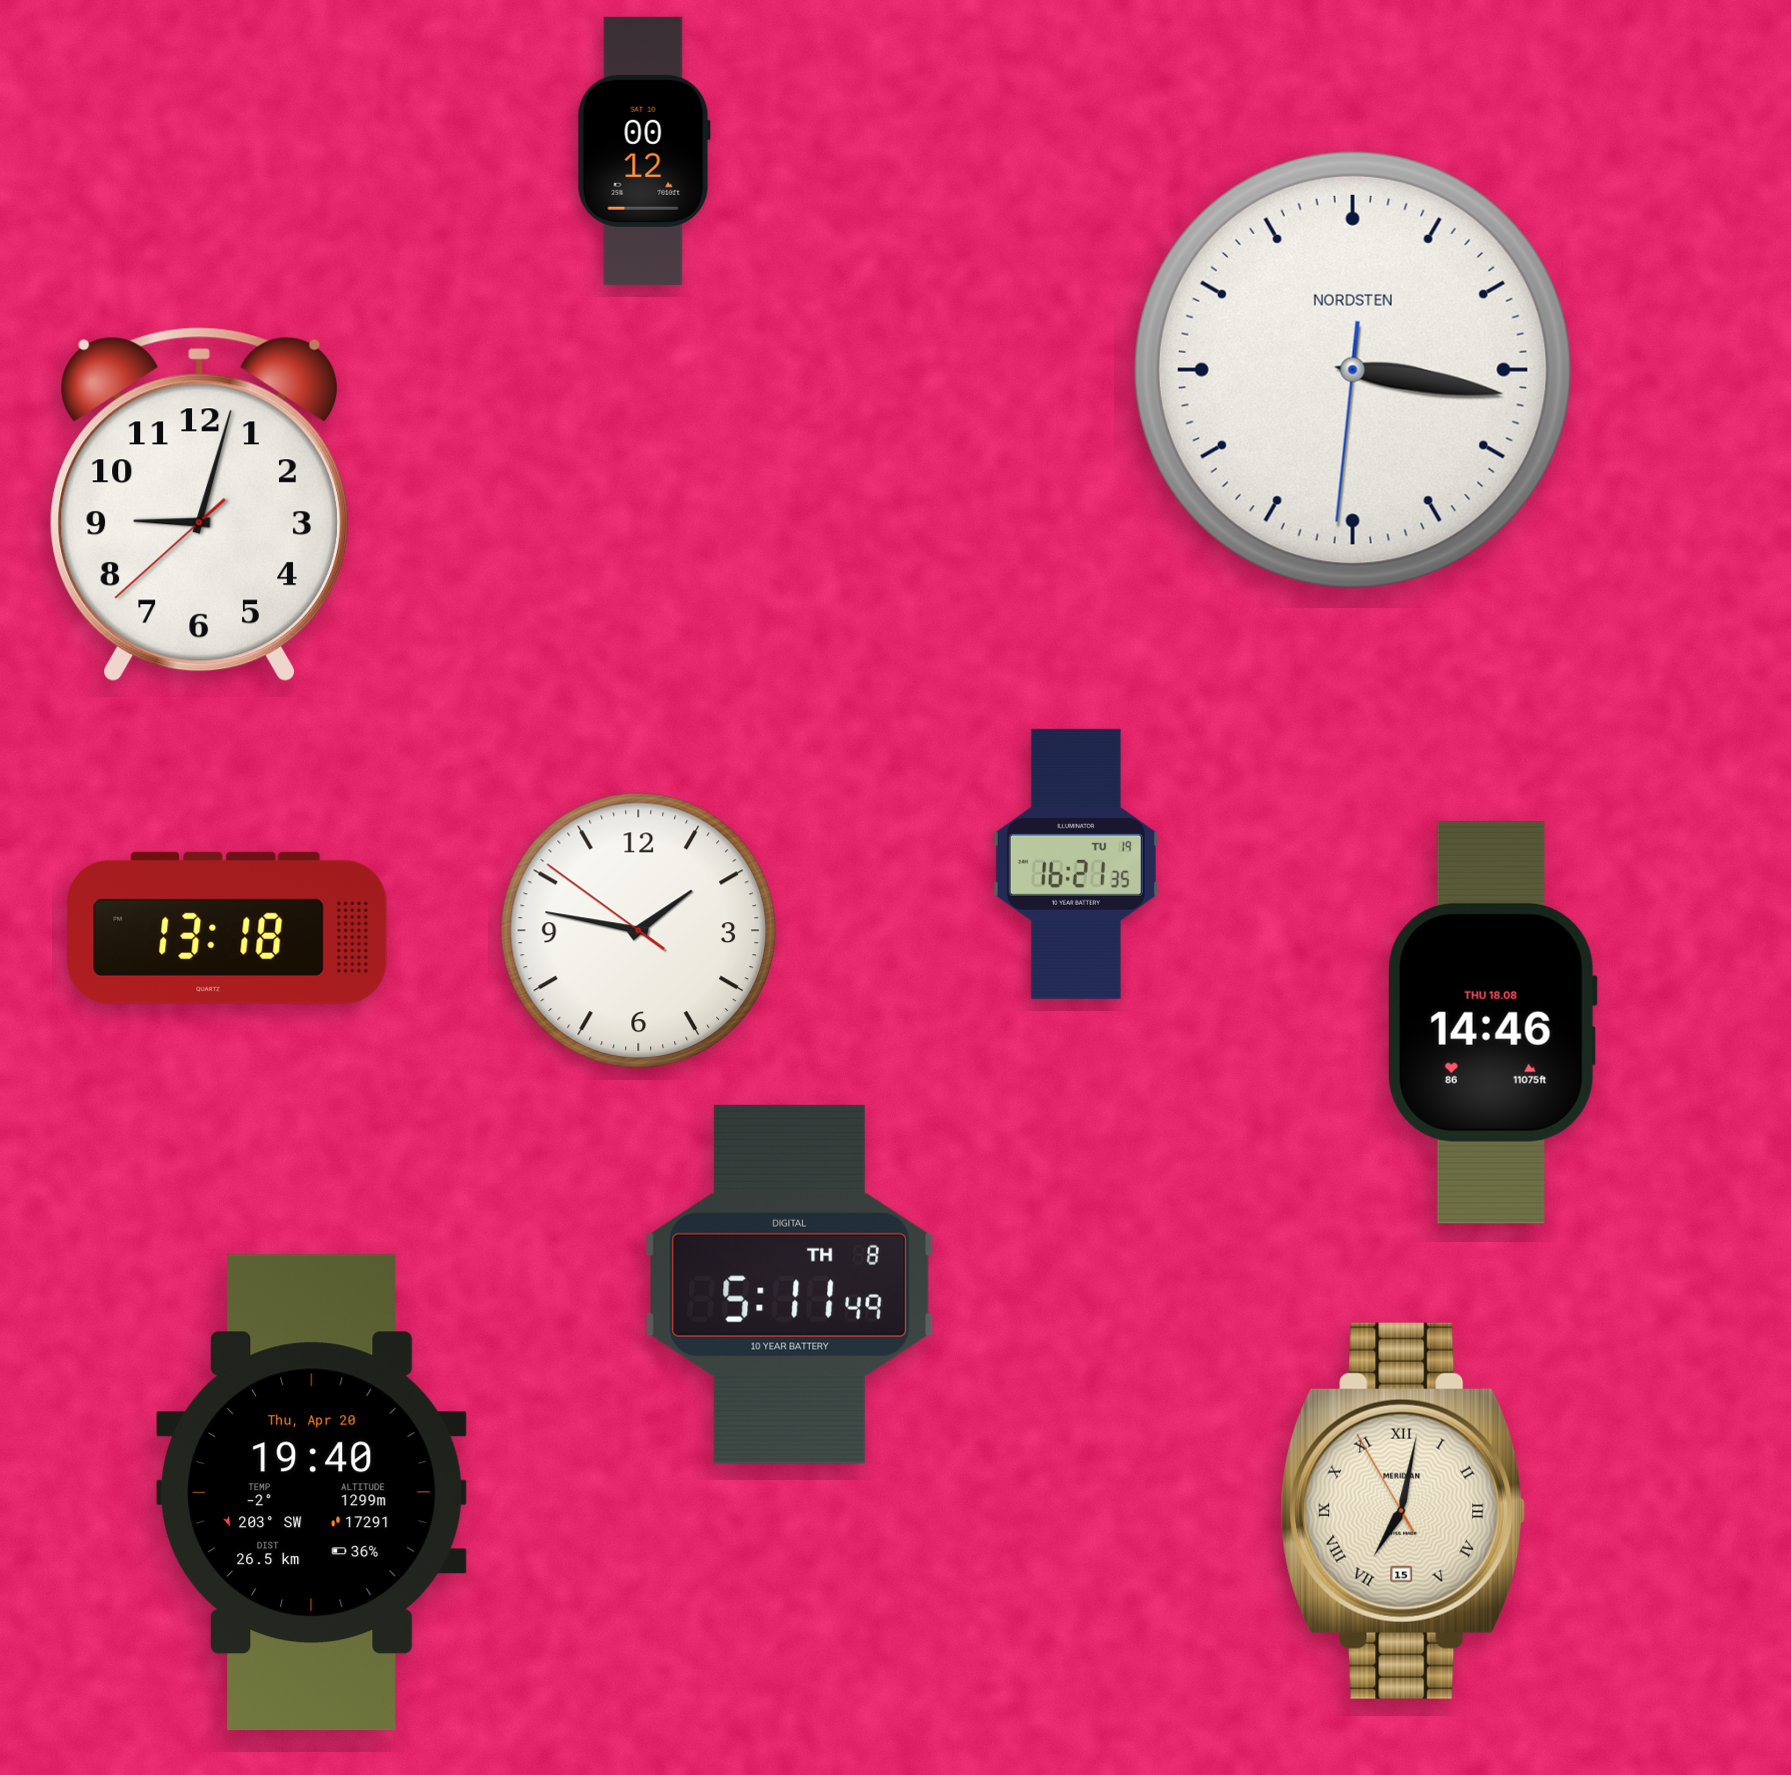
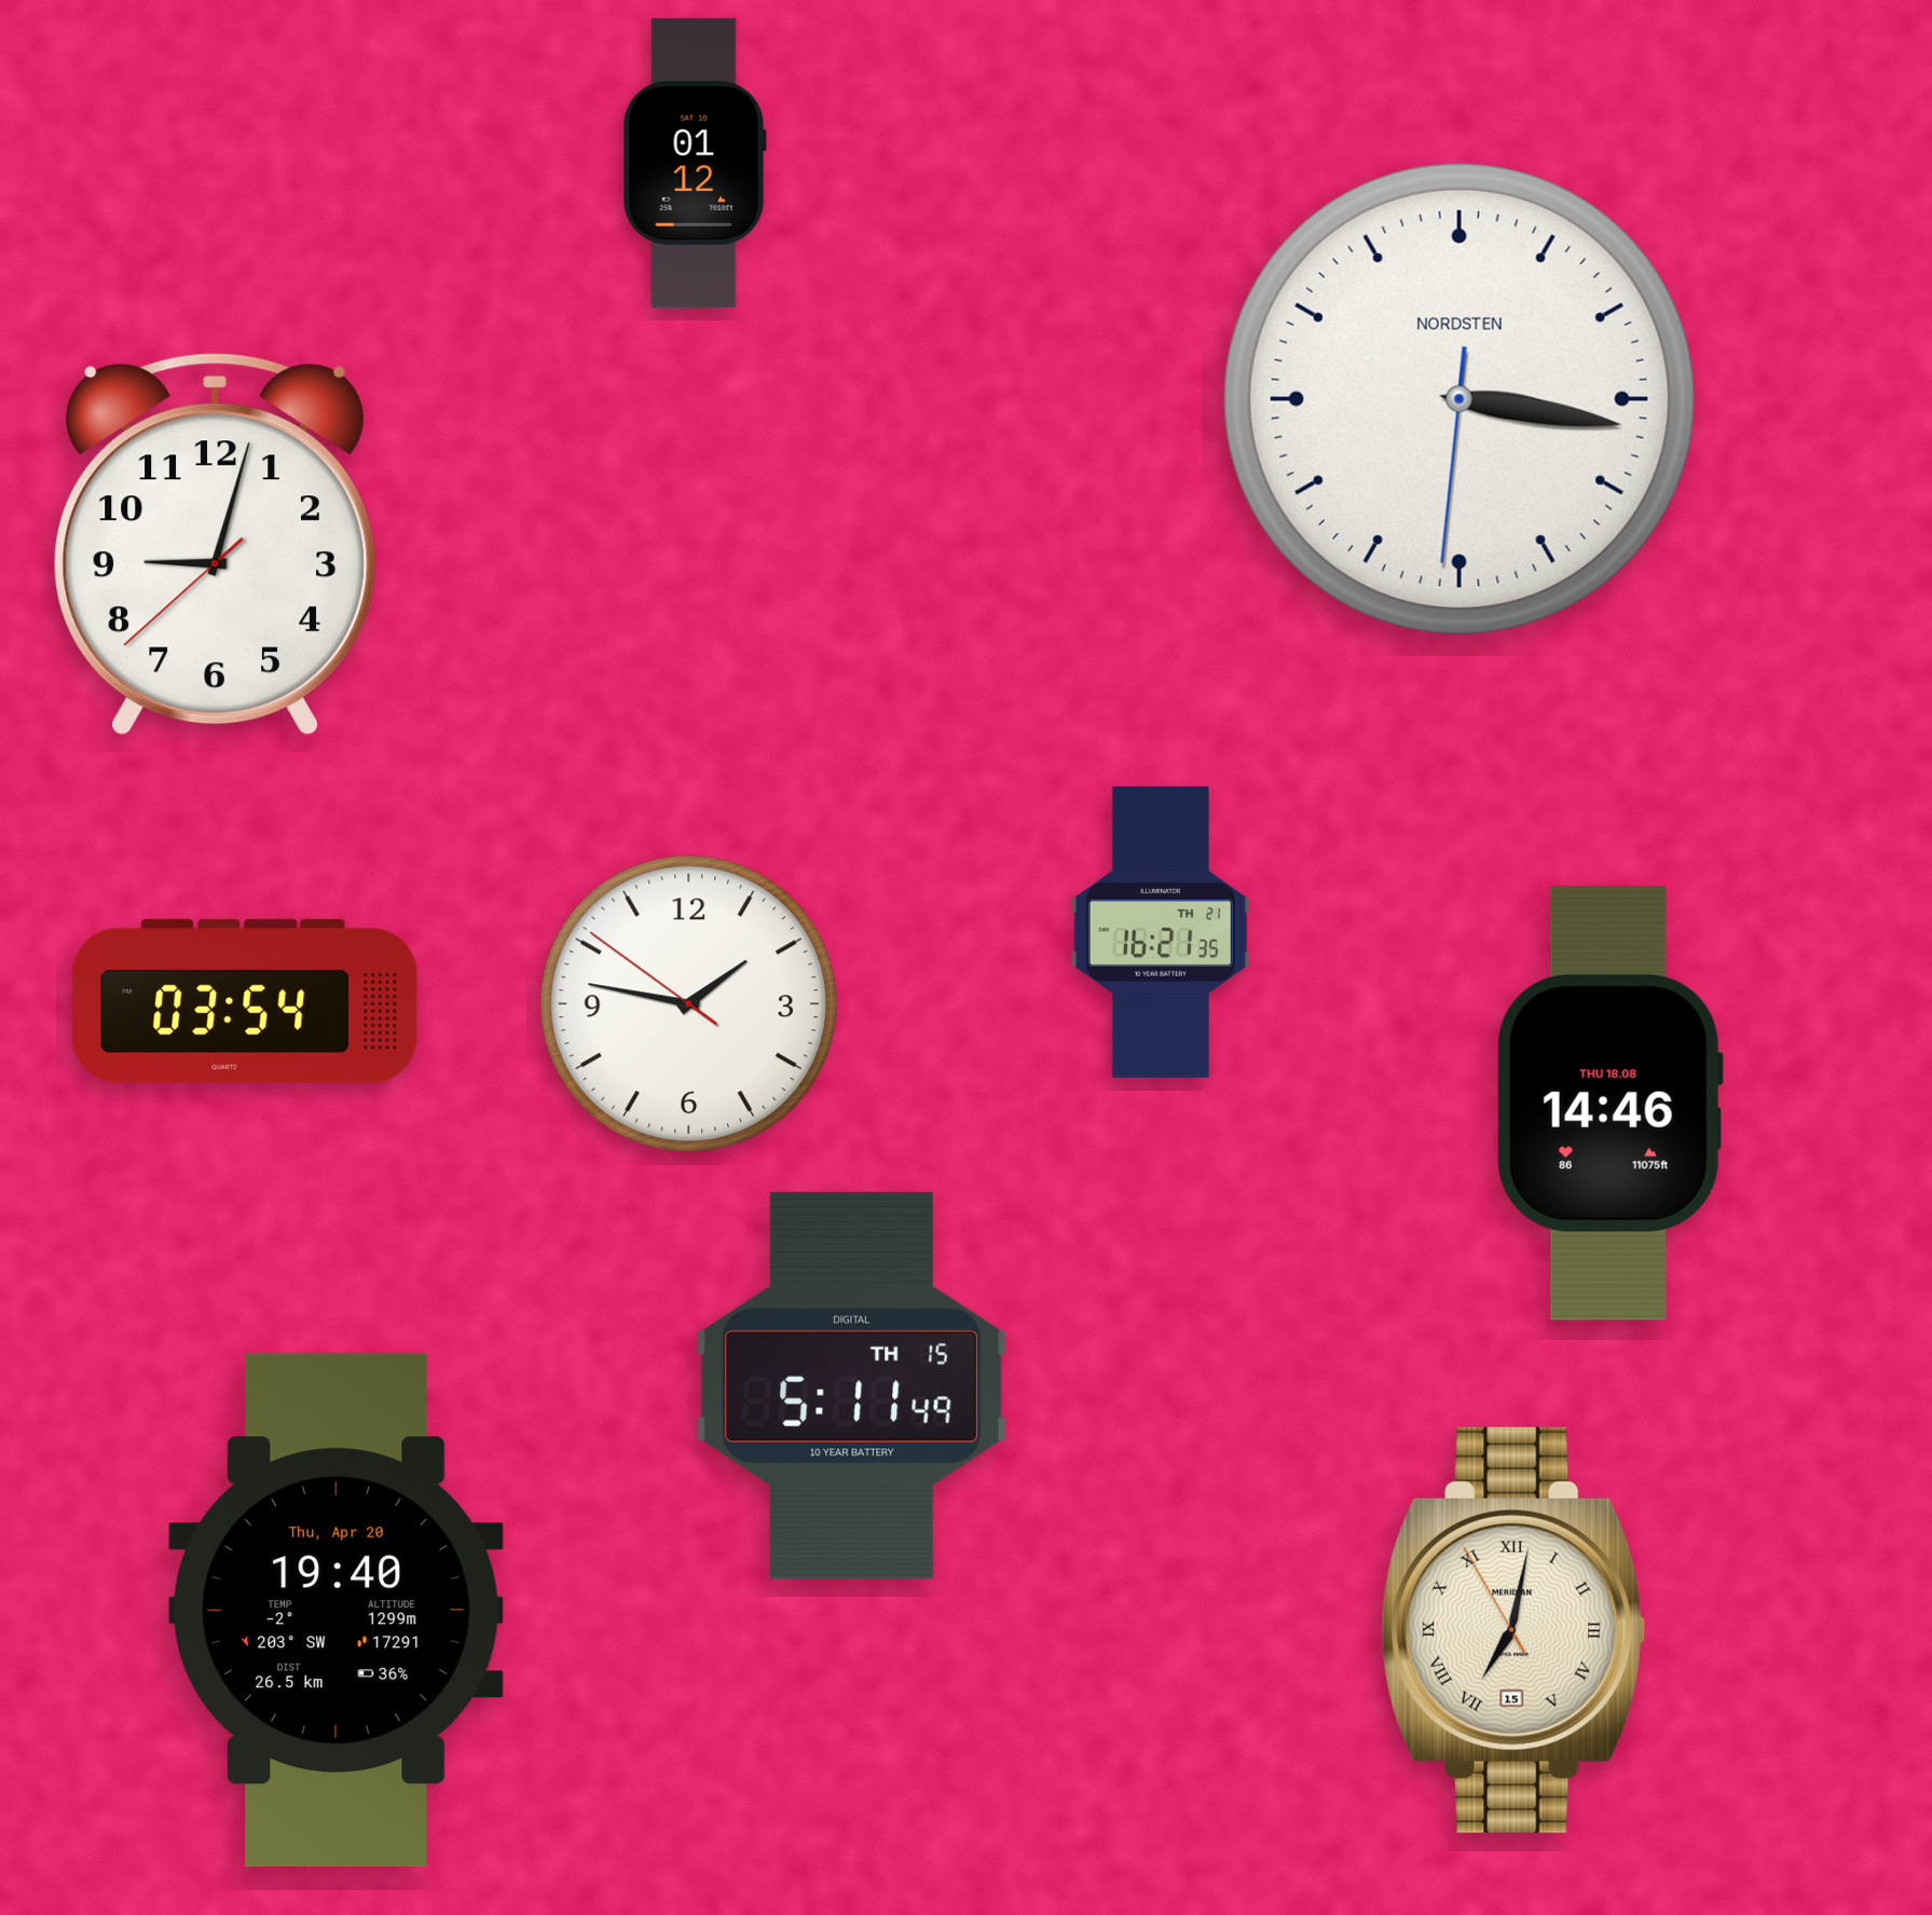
clock at (644, 151): 00:12 -> 01:12
clock at (1076, 864) date: TU 19 -> TH 21
clock at (227, 928): 13:18 -> 03:54
clock at (789, 1284) date: TH 8 -> TH 15
